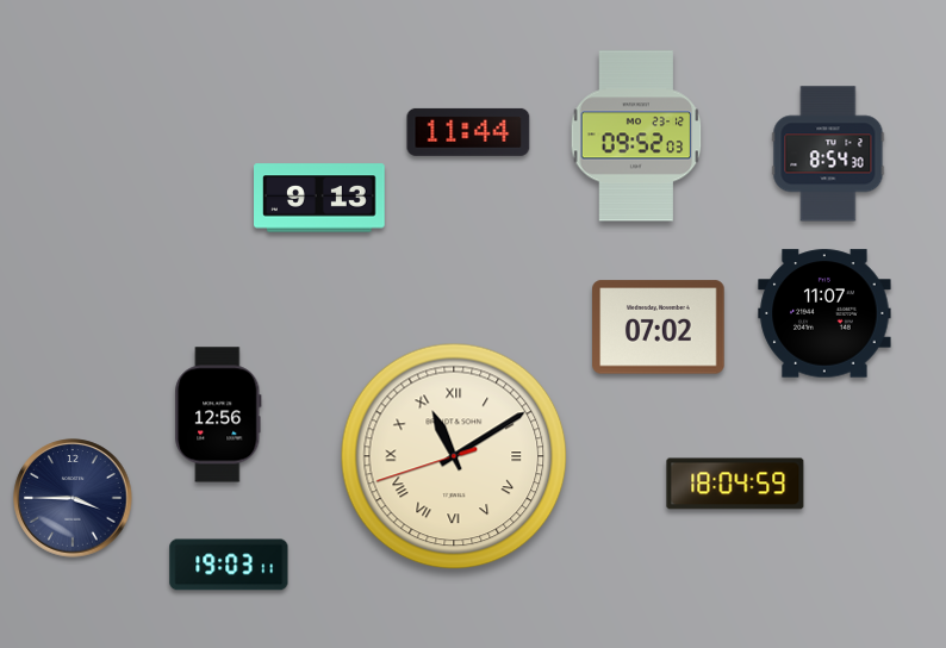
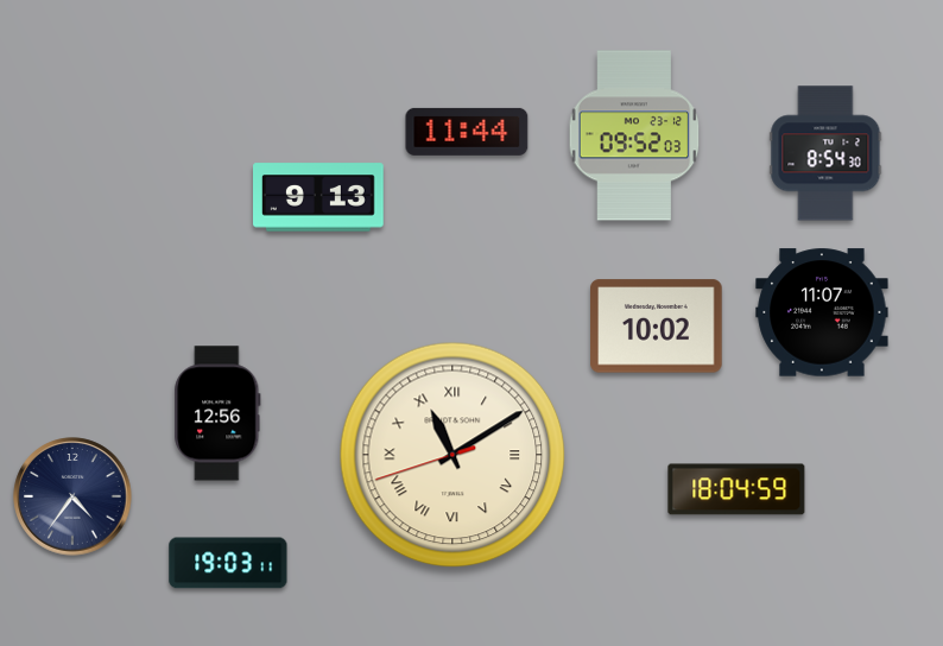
clock at (659, 328): 07:02 -> 10:02
clock at (735, 484) position: (735, 484) -> (736, 489)
clock at (73, 498): 3:45 -> 4:36
